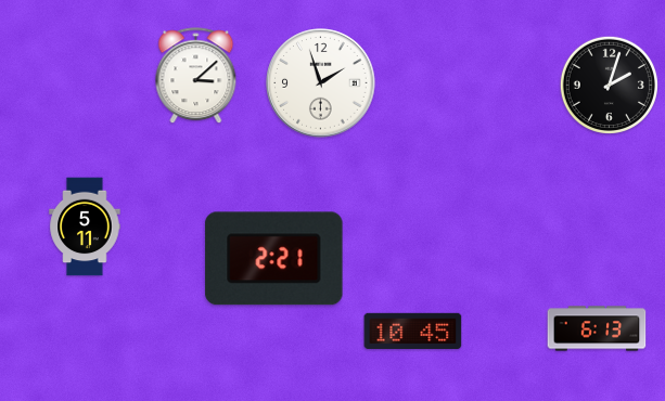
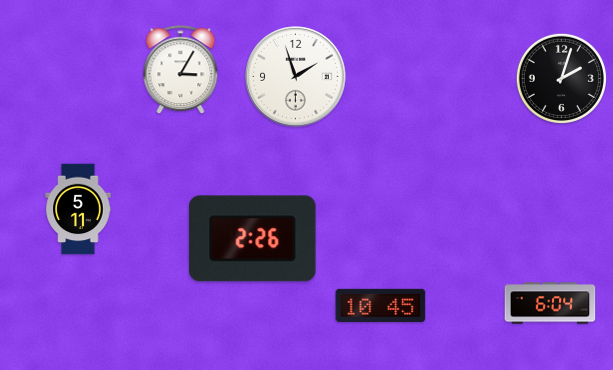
clock at (196, 76): 3:08 -> 3:05
clock at (274, 259): 2:21 -> 2:26
clock at (597, 328): 6:13 -> 6:04
